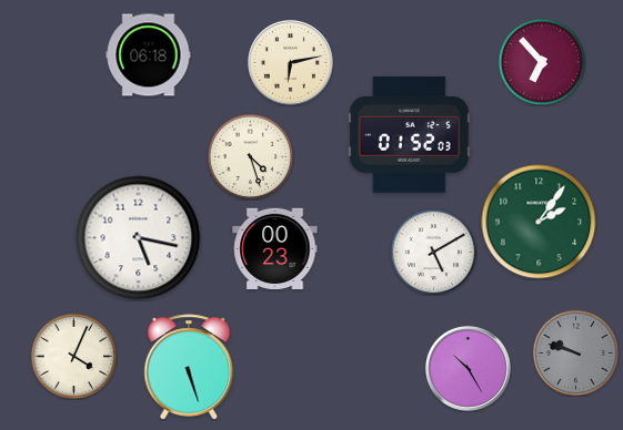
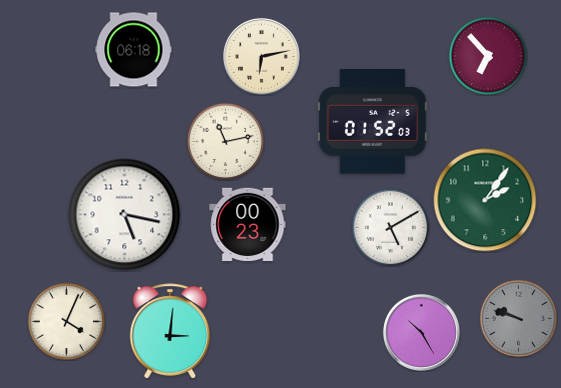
clock at (409, 135) position: (409, 135) -> (372, 122)
clock at (250, 156): 4:27 -> 11:13
clock at (189, 367): 5:27 -> 3:01
